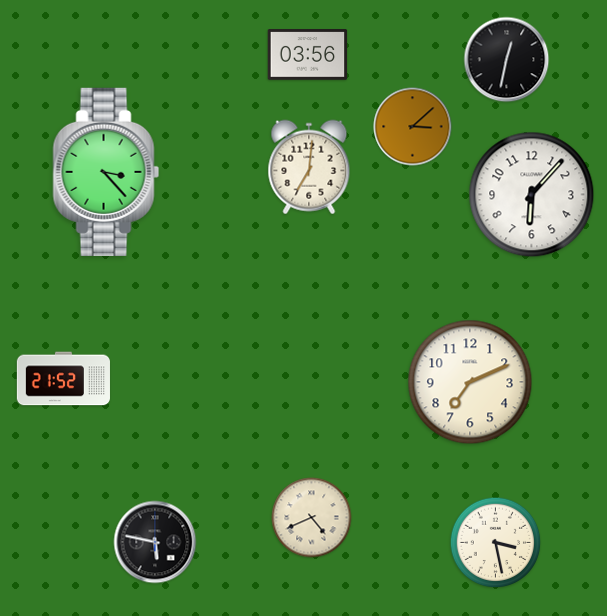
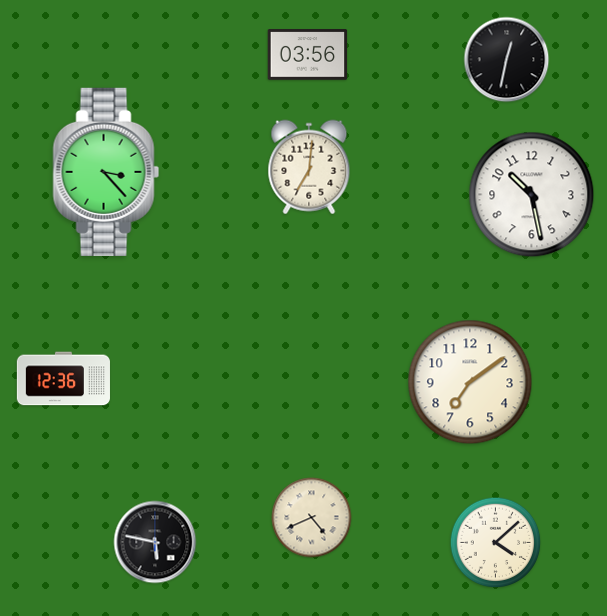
clock at (413, 127): 3:08 -> none
clock at (532, 195): 6:07 -> 10:28
clock at (63, 379): 21:52 -> 12:36
clock at (470, 382): 7:11 -> 7:09
clock at (496, 543): 3:28 -> 4:08
